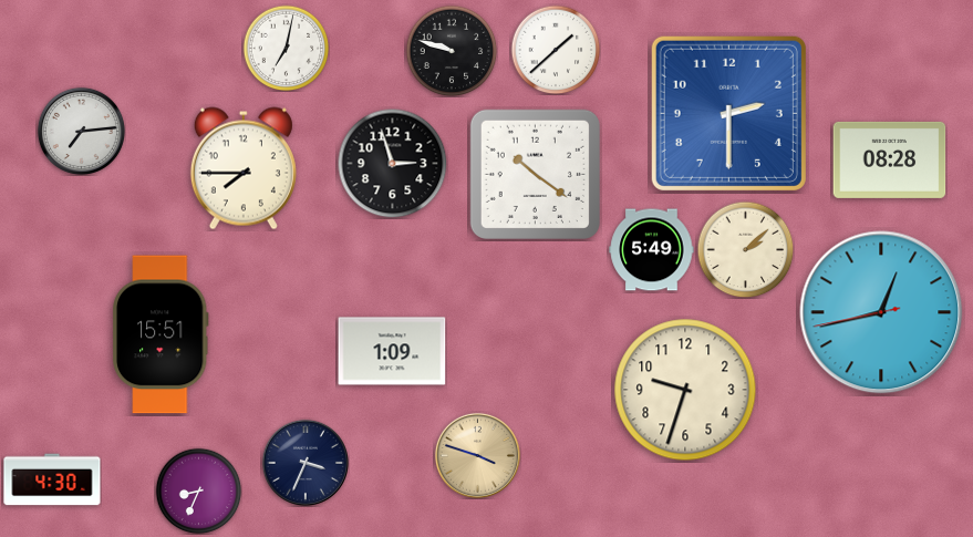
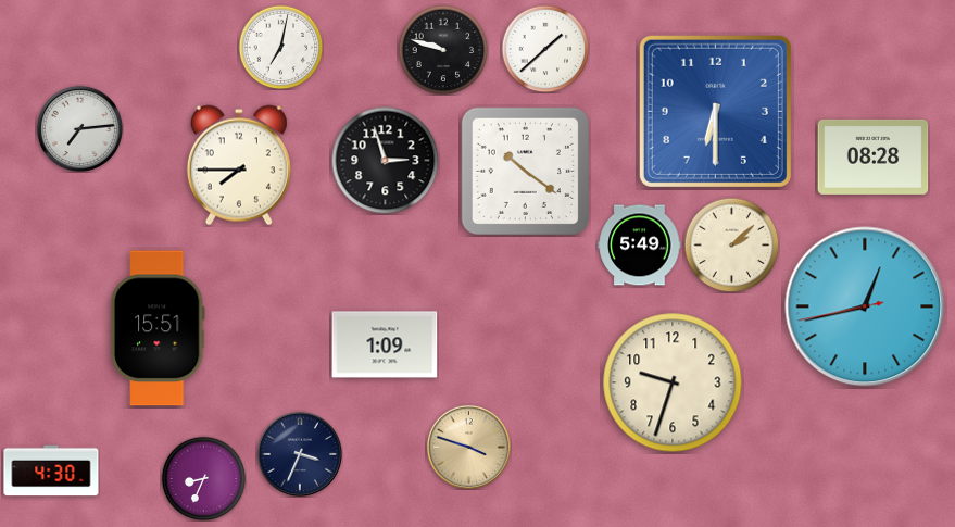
clock at (728, 113): 2:30 -> 6:30
clock at (198, 490) position: (198, 490) -> (203, 478)
